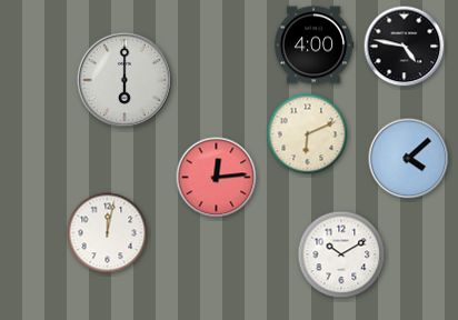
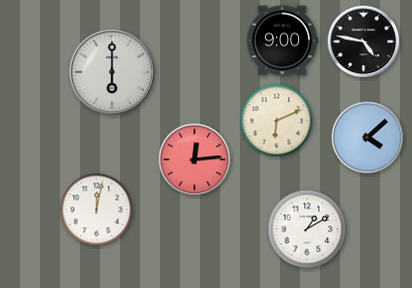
clock at (313, 46): 4:00 -> 9:00
clock at (409, 159) position: (409, 159) -> (368, 138)
clock at (341, 254): 10:10 -> 1:10
